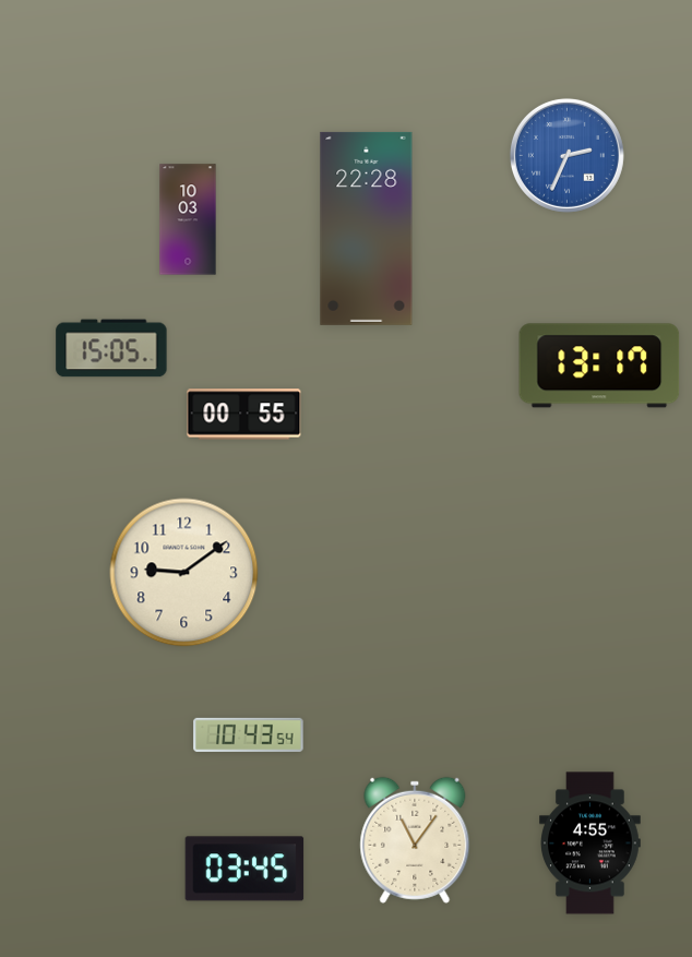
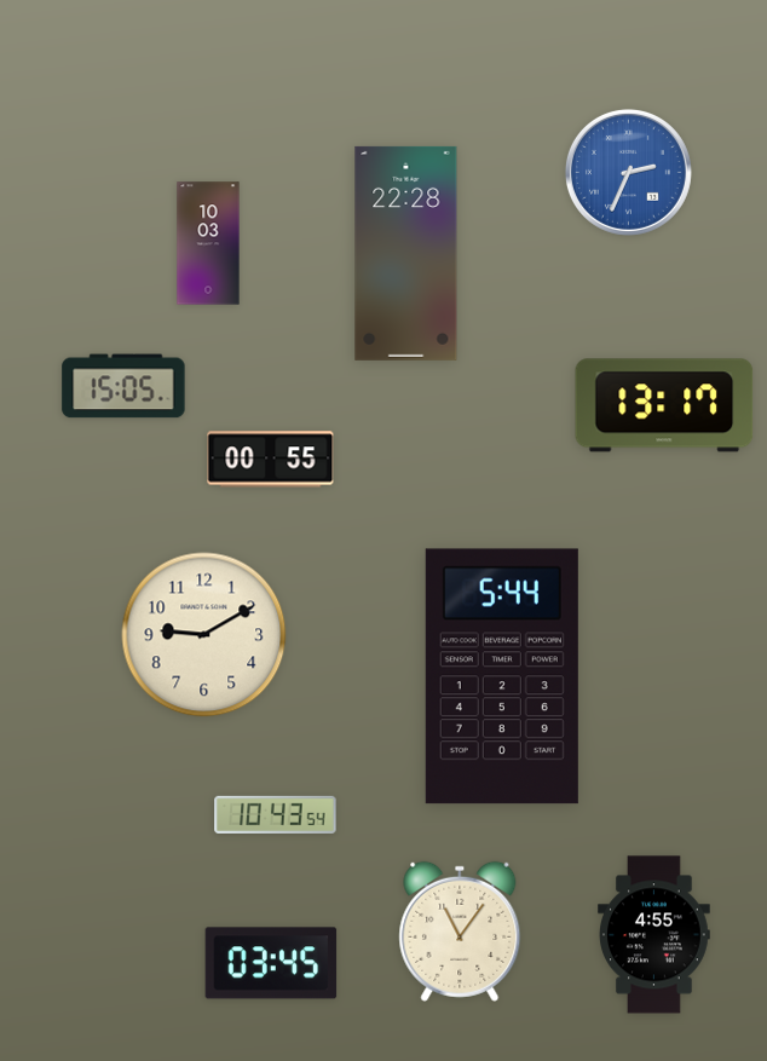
clock at (184, 573): 9:09 -> 9:10
clock at (502, 676): none -> 5:44
